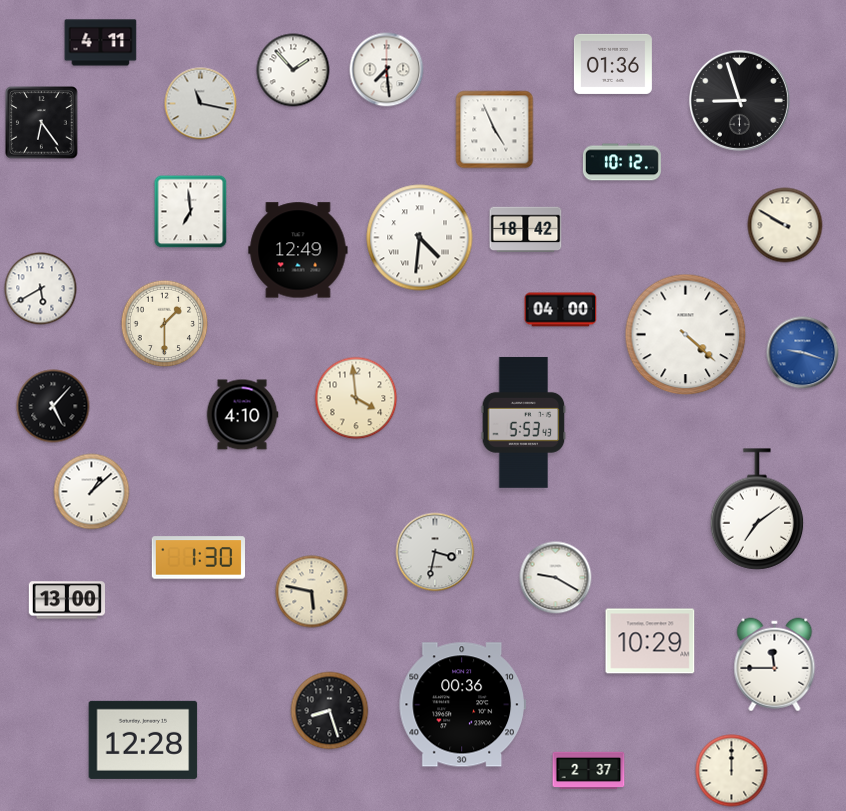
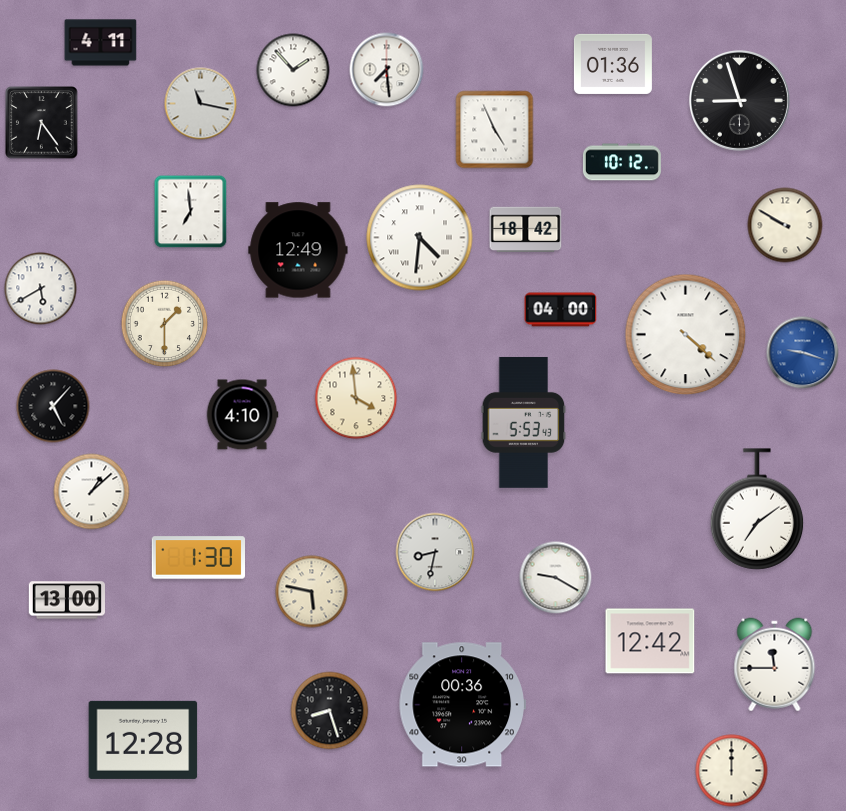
clock at (435, 552): 3:32 -> 8:32
clock at (650, 641): 10:29 -> 12:42
clock at (589, 771): 2:37 -> none
